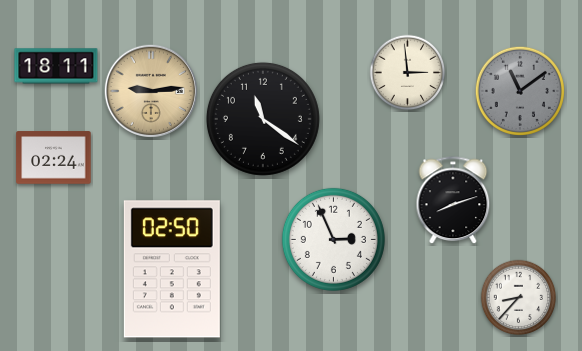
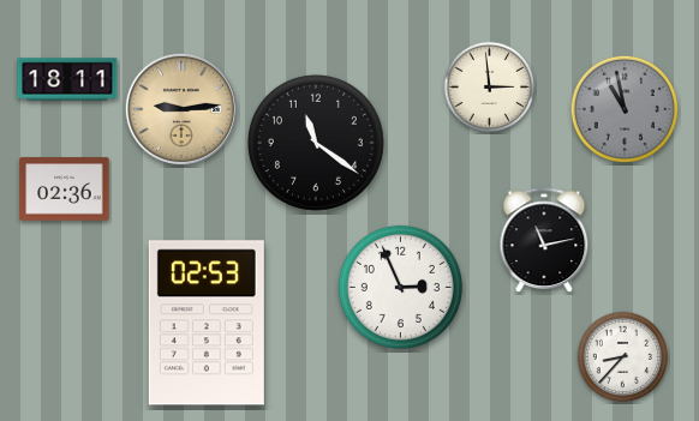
clock at (520, 91): 11:09 -> 10:58
clock at (54, 158): 02:24 -> 02:36
clock at (453, 201): 8:12 -> 11:13
clock at (172, 269): 02:50 -> 02:53
